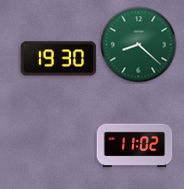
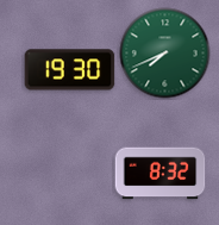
clock at (139, 45): 8:22 -> 7:41
clock at (135, 146): 11:02 -> 8:32
